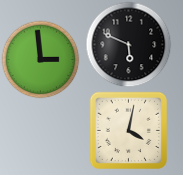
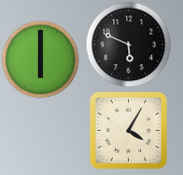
clock at (40, 59): 2:59 -> 6:00
clock at (128, 130): 4:02 -> 4:05
